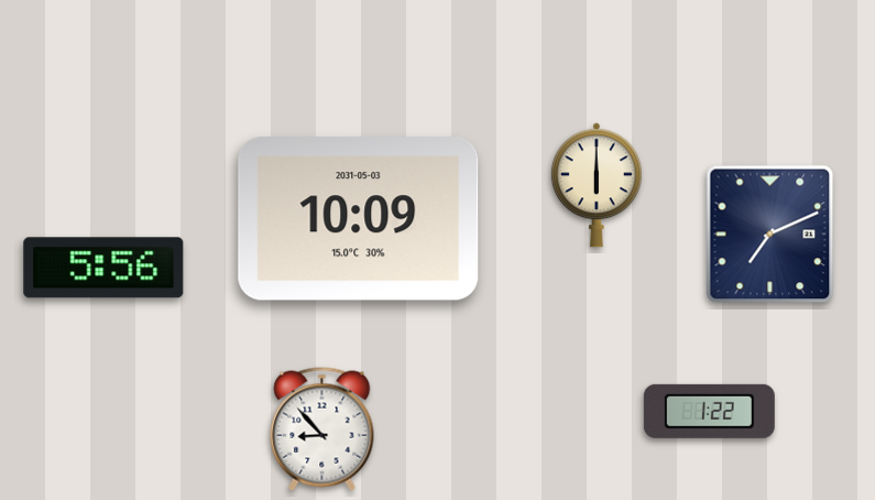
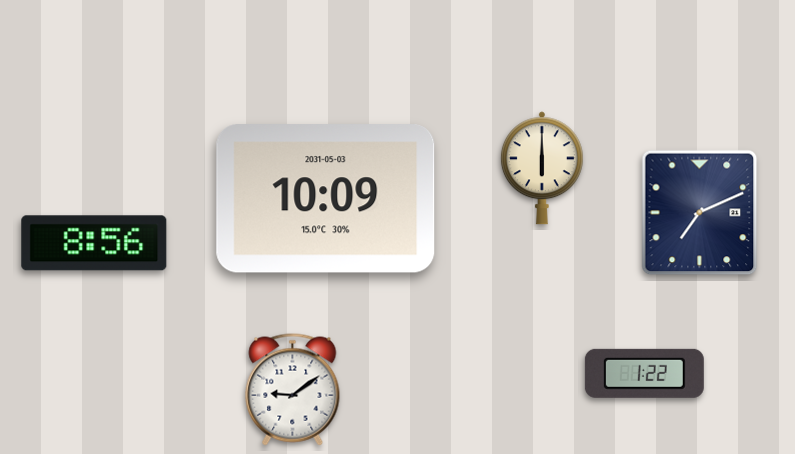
clock at (103, 268): 5:56 -> 8:56
clock at (322, 430): 8:53 -> 9:09
